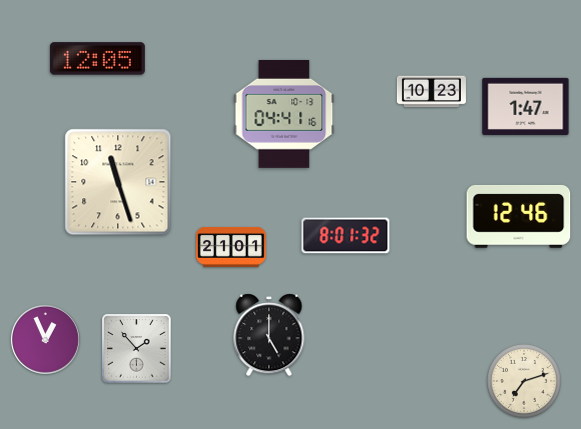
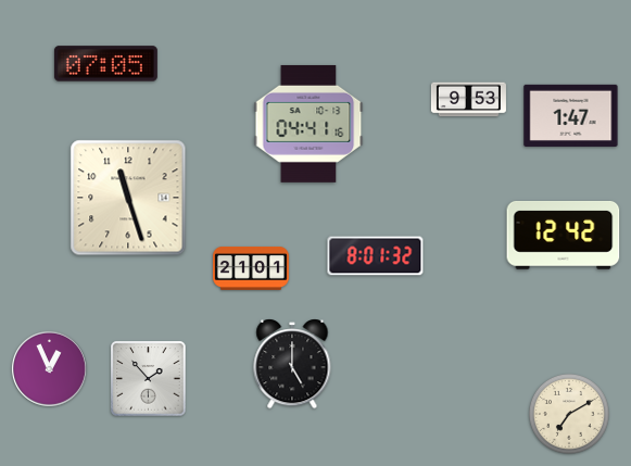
clock at (97, 59): 12:05 -> 07:05
clock at (431, 92): 10:23 -> 9:53
clock at (519, 217): 12:46 -> 12:42
clock at (524, 381): 7:12 -> 7:10
